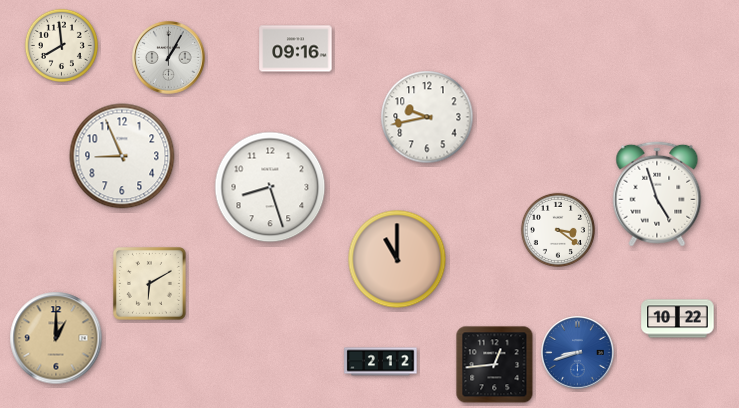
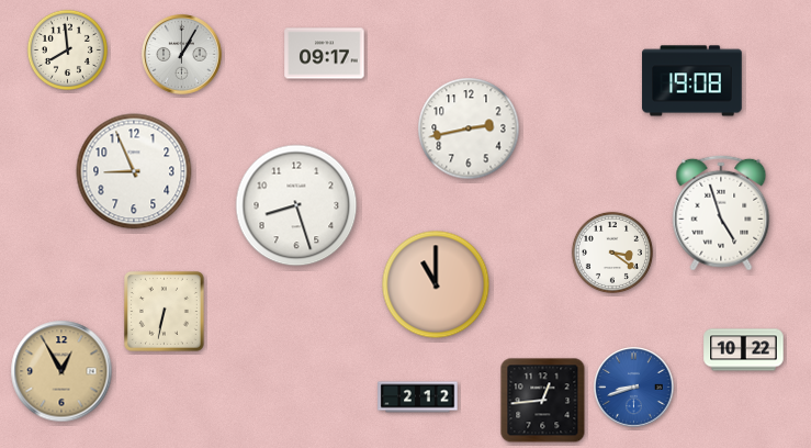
clock at (296, 49): 09:16 -> 09:17
clock at (169, 58) position: (169, 58) -> (182, 55)
clock at (692, 81): none -> 19:08
clock at (427, 117): 9:43 -> 2:43
clock at (150, 284): 6:10 -> 6:32
clock at (56, 338): 1:00 -> 12:55
